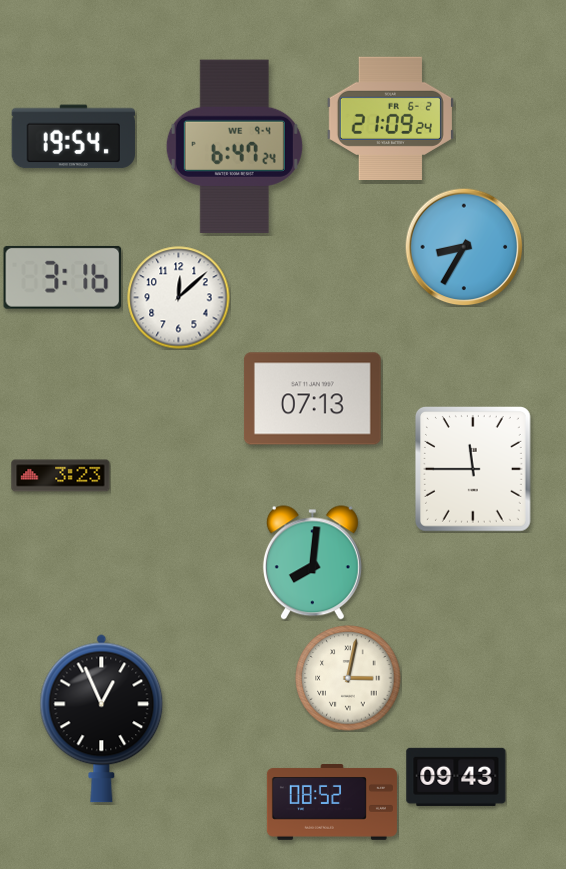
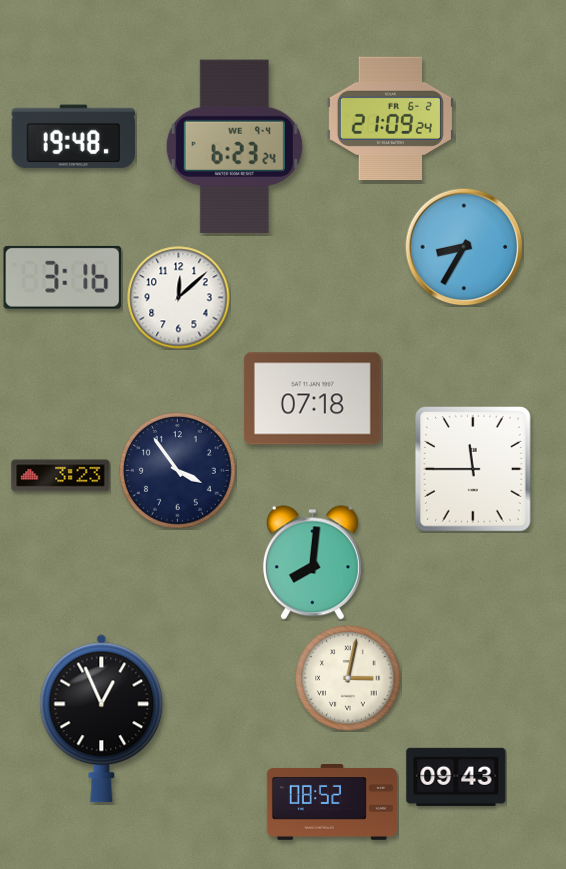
clock at (73, 137): 19:54 -> 19:48
clock at (234, 146): 6:47 -> 6:23
clock at (312, 399): 07:13 -> 07:18
clock at (178, 471): none -> 3:54
